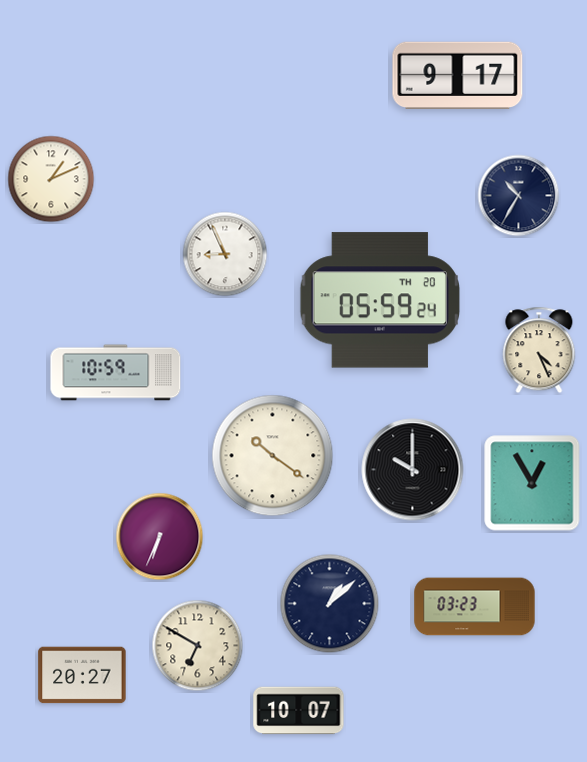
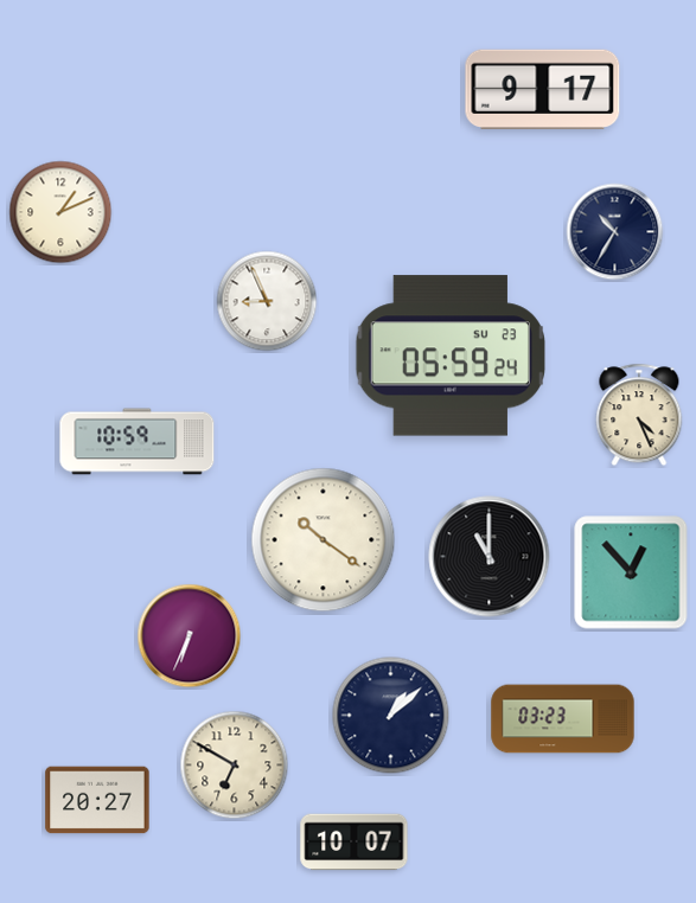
clock at (379, 300) date: TH 20 -> SU 23
clock at (413, 470): 10:00 -> 11:00
clock at (532, 483): 12:55 -> 12:53
